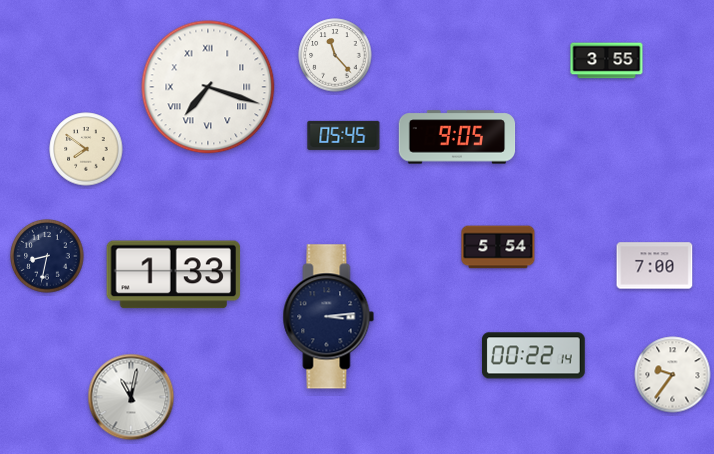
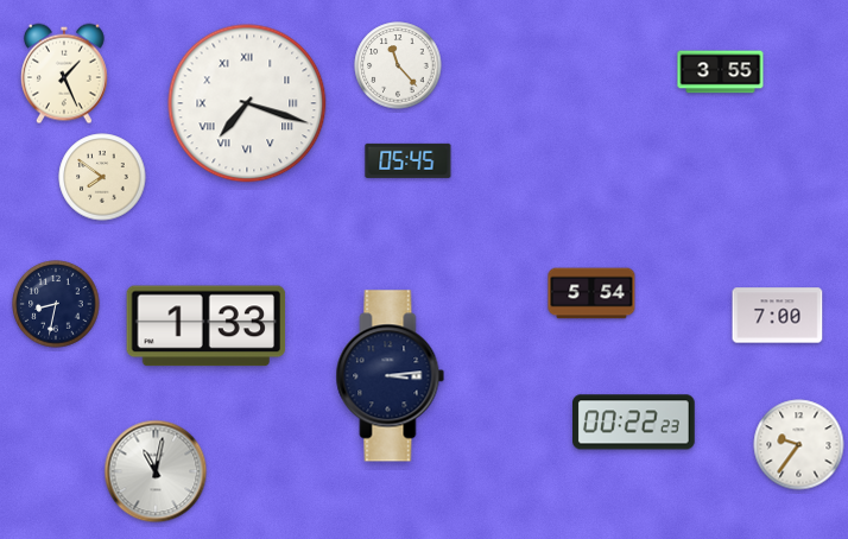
clock at (64, 74): none -> 1:26
clock at (457, 137): 9:05 -> none
clock at (534, 356): 00:22:14 -> 00:22:23
